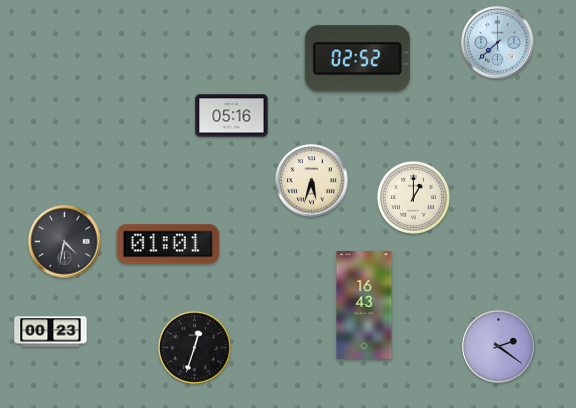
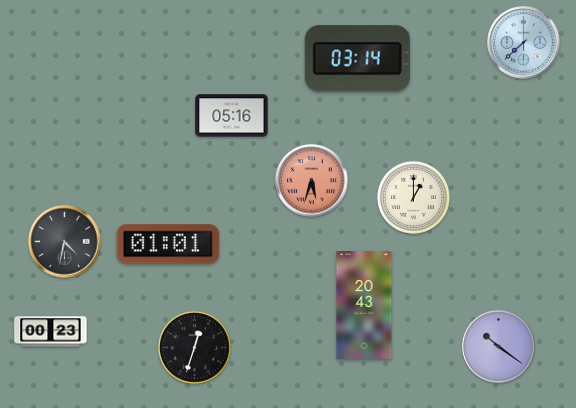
clock at (498, 43) position: (498, 43) -> (524, 43)
clock at (357, 59): 02:52 -> 03:14
clock at (312, 181) dial: cream -> salmon
clock at (364, 305): 16:43 -> 20:43
clock at (499, 347): 2:21 -> 10:21
